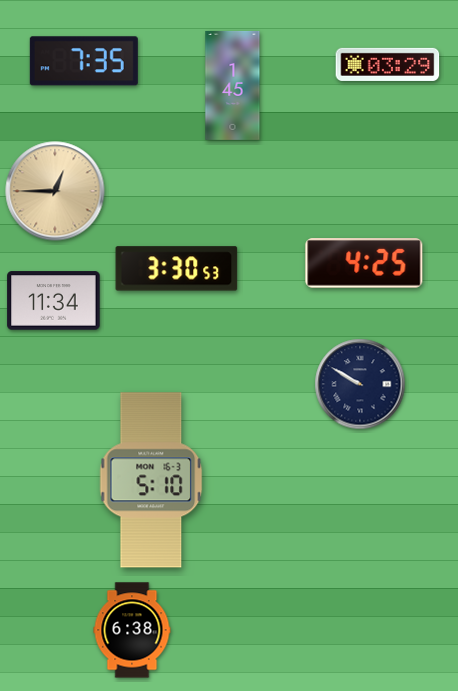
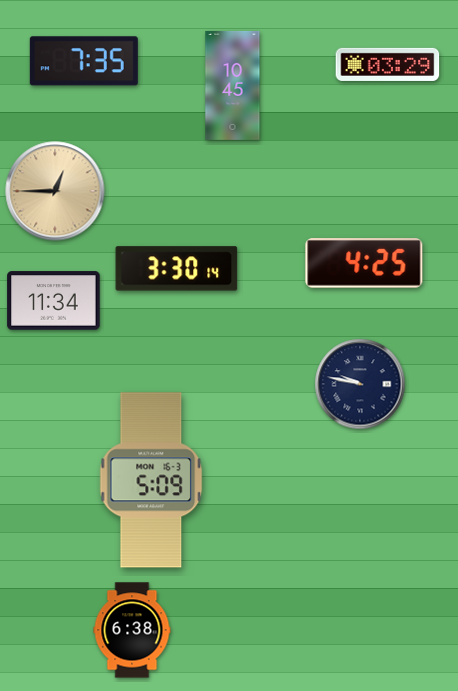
clock at (233, 85): 1:45 -> 10:45
clock at (177, 269): 3:30:53 -> 3:30:14
clock at (360, 384): 9:50 -> 9:47
clock at (151, 480): 5:10 -> 5:09
